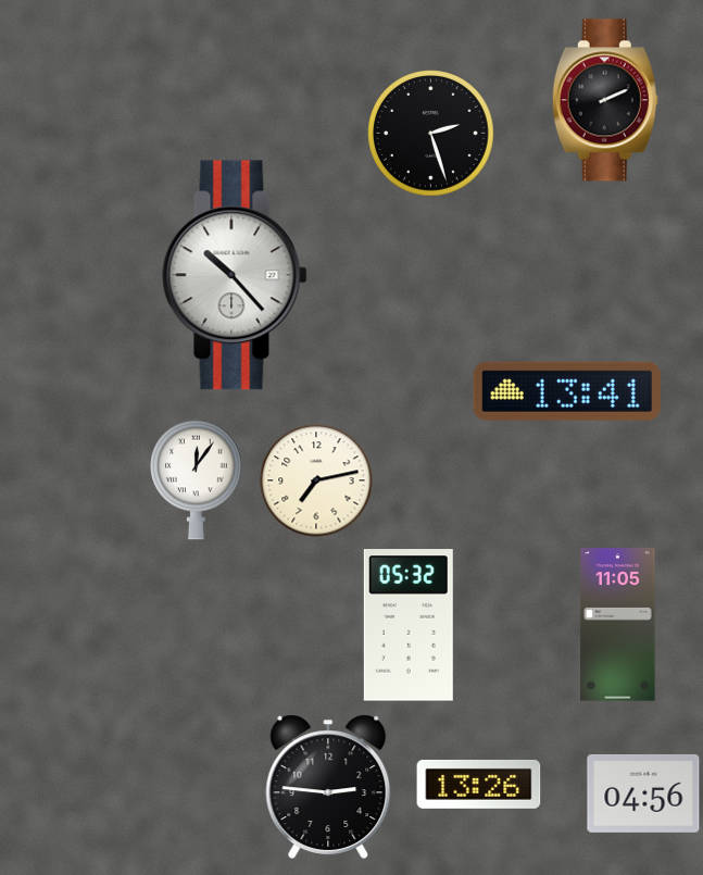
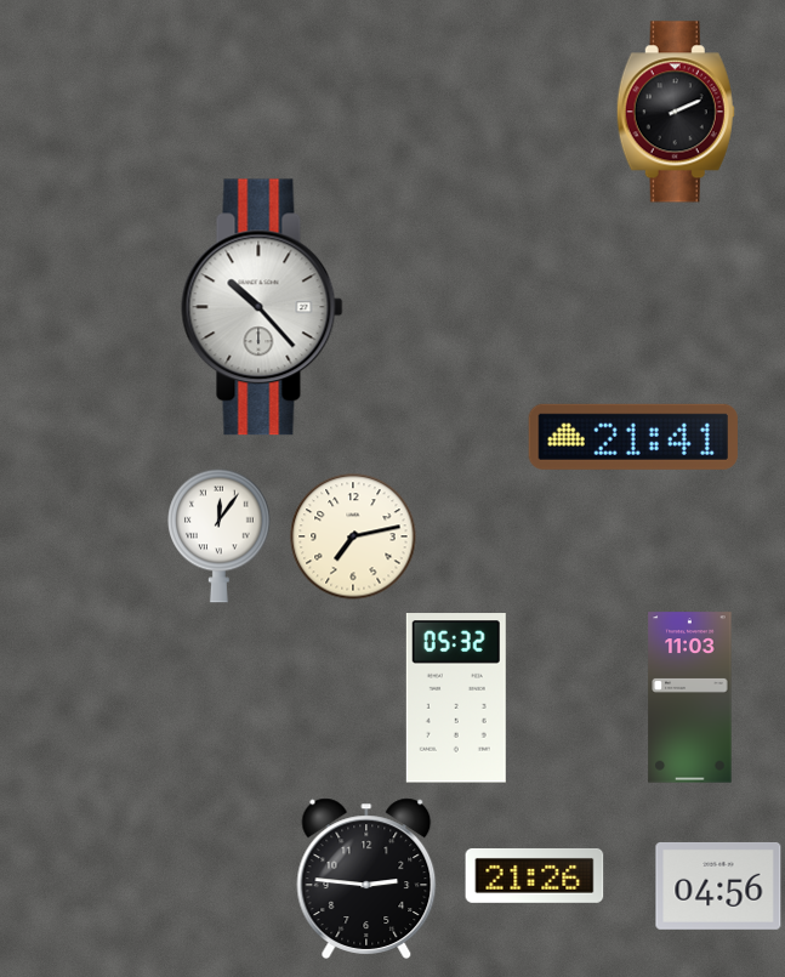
clock at (431, 134): 2:27 -> none
clock at (567, 391): 13:41 -> 21:41
clock at (618, 625): 11:05 -> 11:03
clock at (479, 784): 13:26 -> 21:26
